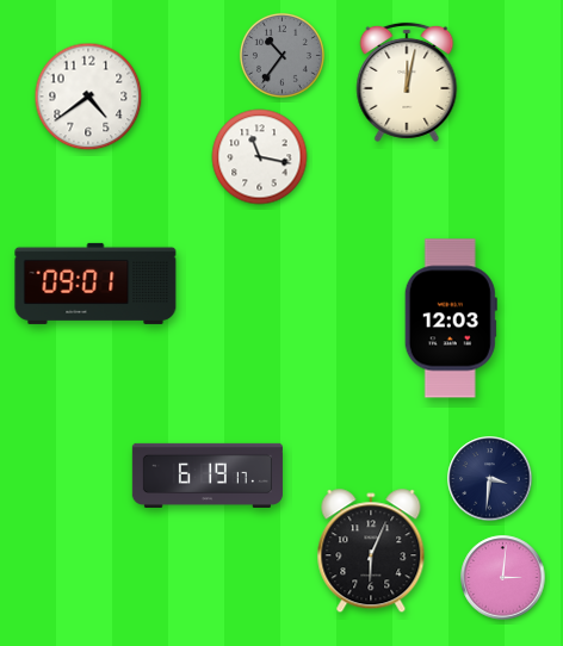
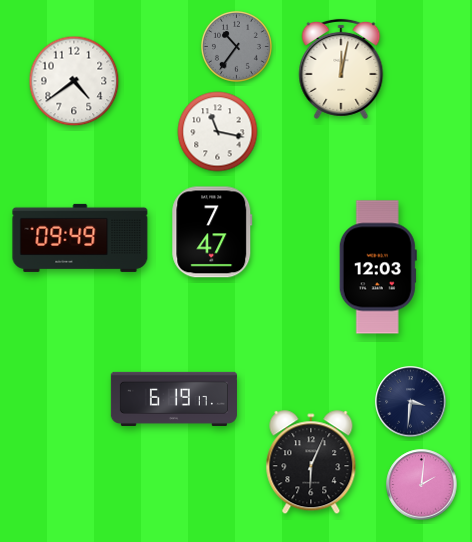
clock at (212, 232): none -> 7:47
clock at (95, 284): 09:01 -> 09:49
clock at (503, 578): 3:01 -> 2:01
